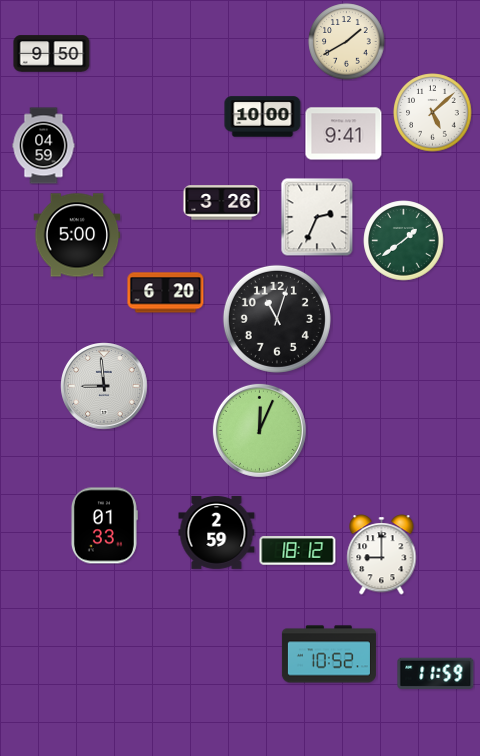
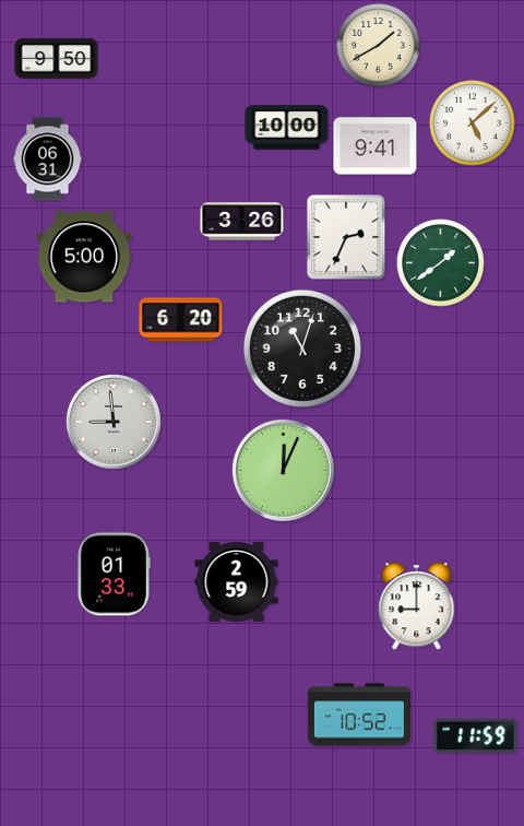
clock at (44, 146): 04:59 -> 06:31
clock at (298, 551): 18:12 -> none
